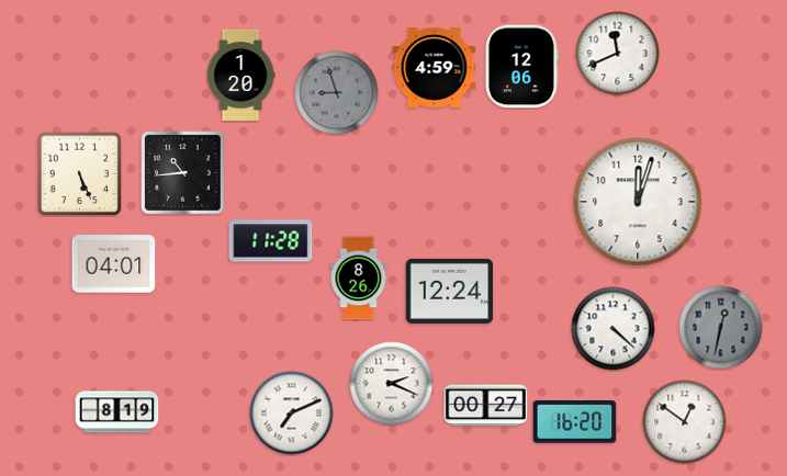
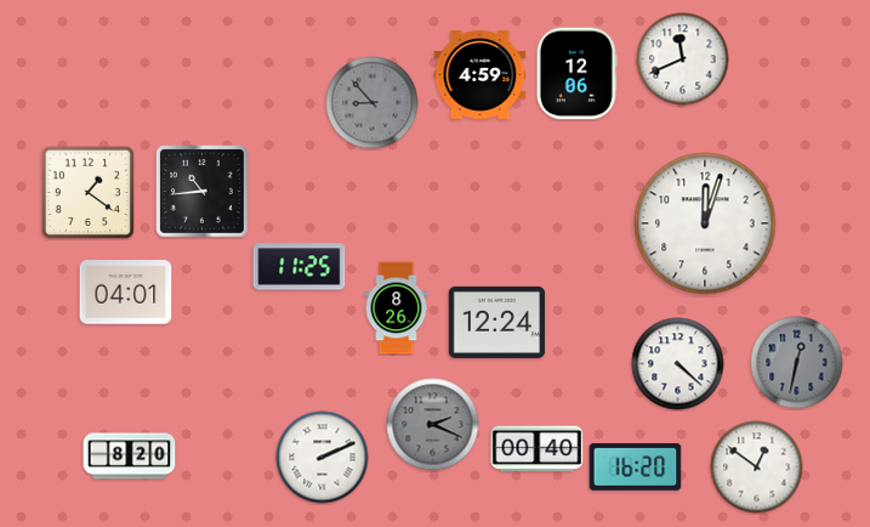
clock at (240, 75): 1:20 -> none
clock at (337, 93): 8:57 -> 8:53
clock at (79, 173): 5:26 -> 1:21
clock at (271, 241): 11:28 -> 11:25
clock at (392, 384) dial: white -> grey
clock at (486, 406): 00:27 -> 00:40
clock at (117, 412): 8:19 -> 8:20
clock at (292, 413): 7:11 -> 2:11
